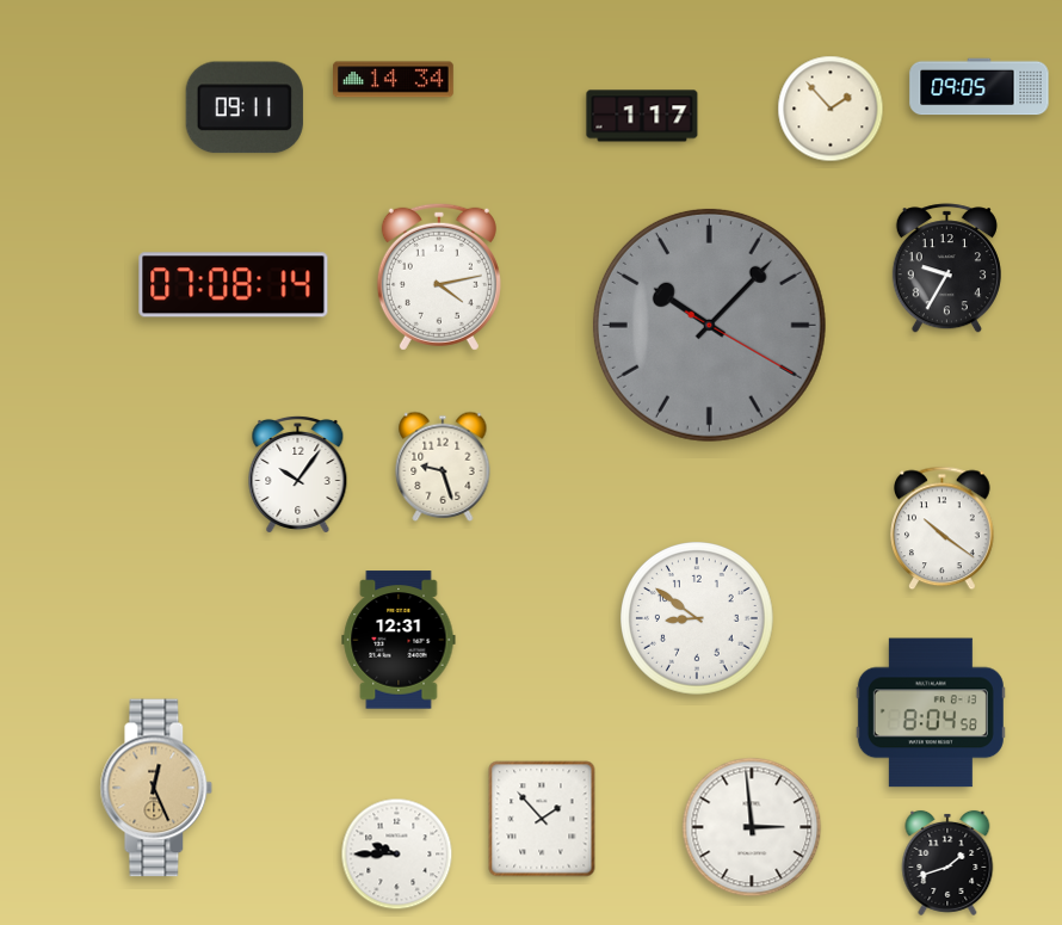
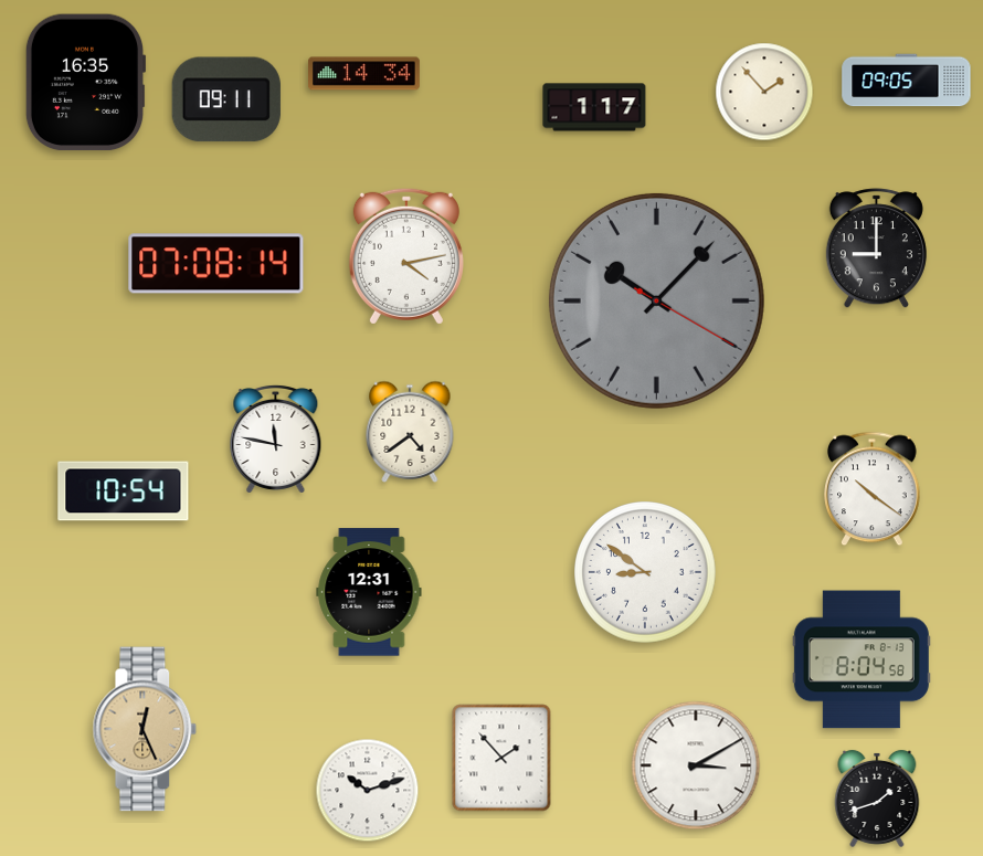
clock at (85, 83): none -> 16:35
clock at (831, 109) position: (831, 109) -> (764, 92)
clock at (946, 269): 9:35 -> 9:00
clock at (443, 467): 9:27 -> 4:39
clock at (298, 474): 10:06 -> 11:47
clock at (124, 492): none -> 10:54
clock at (752, 827): 2:59 -> 3:10
clock at (397, 855): 9:45 -> 10:12
